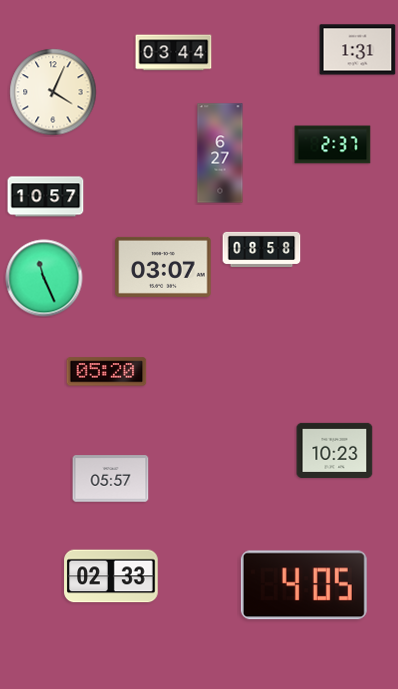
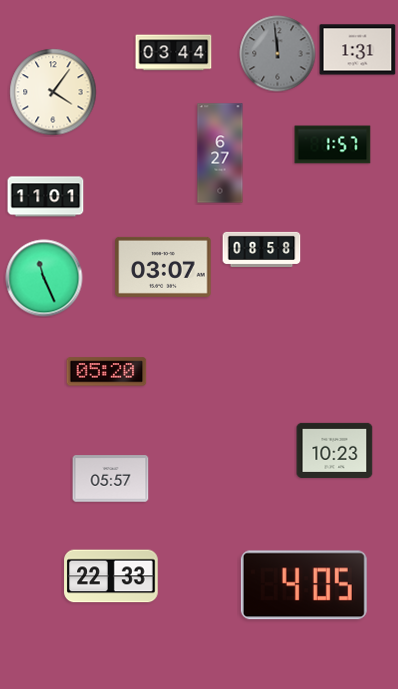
clock at (278, 54): none -> 11:59
clock at (53, 92): 4:04 -> 4:06
clock at (333, 145): 2:37 -> 1:57
clock at (46, 197): 10:57 -> 11:01
clock at (111, 576): 02:33 -> 22:33
